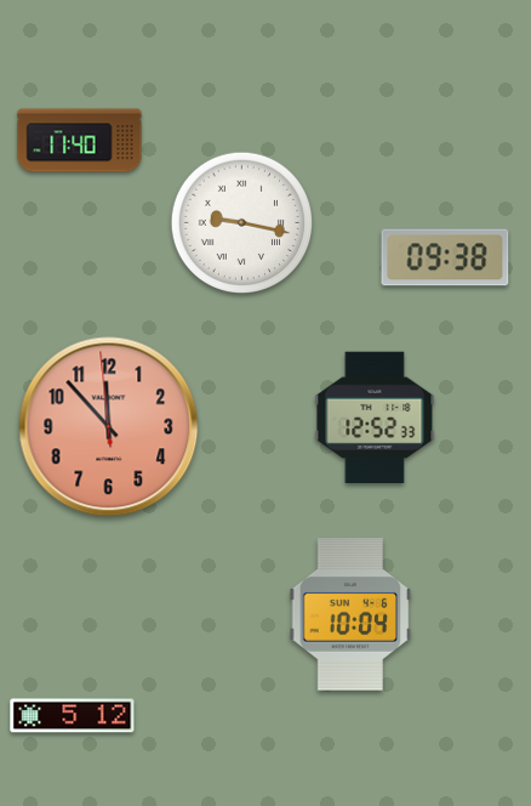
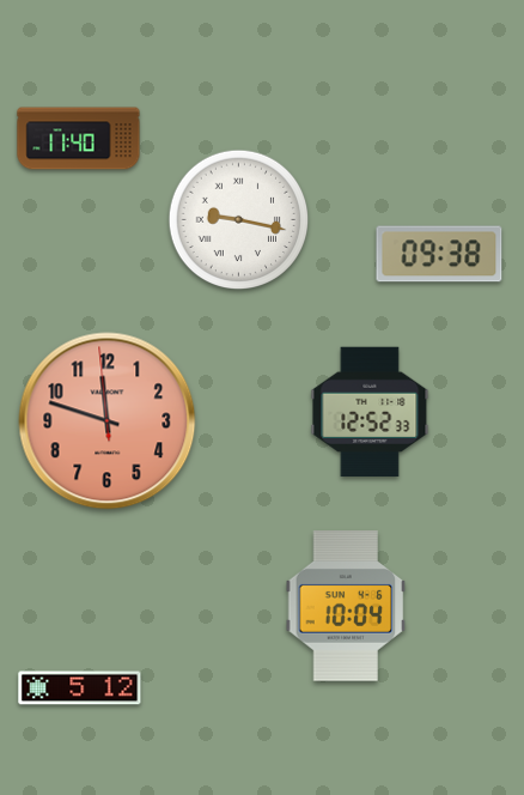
clock at (109, 427): 11:52 -> 11:47
clock at (73, 716) position: (73, 716) -> (80, 688)
